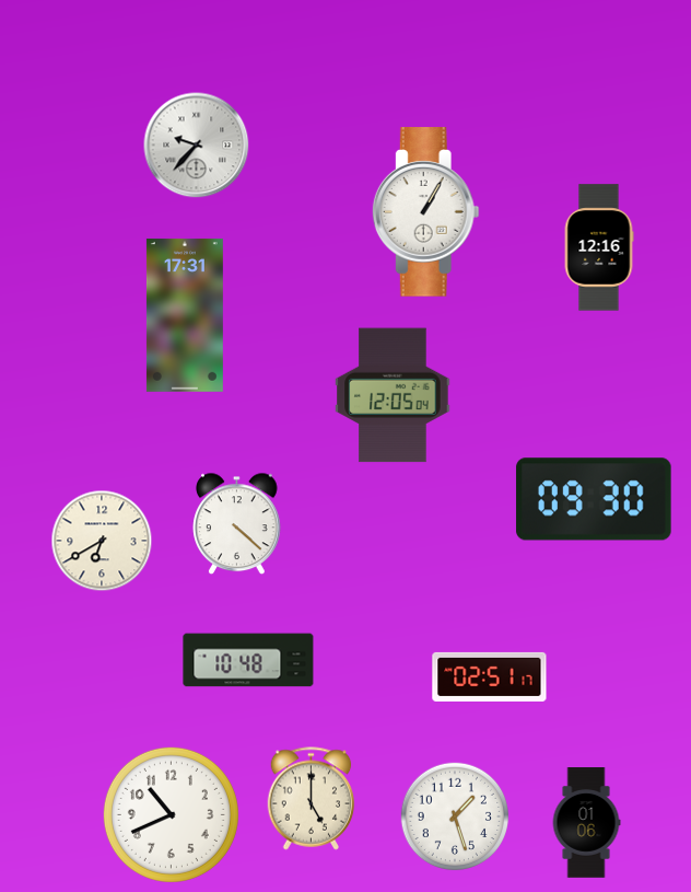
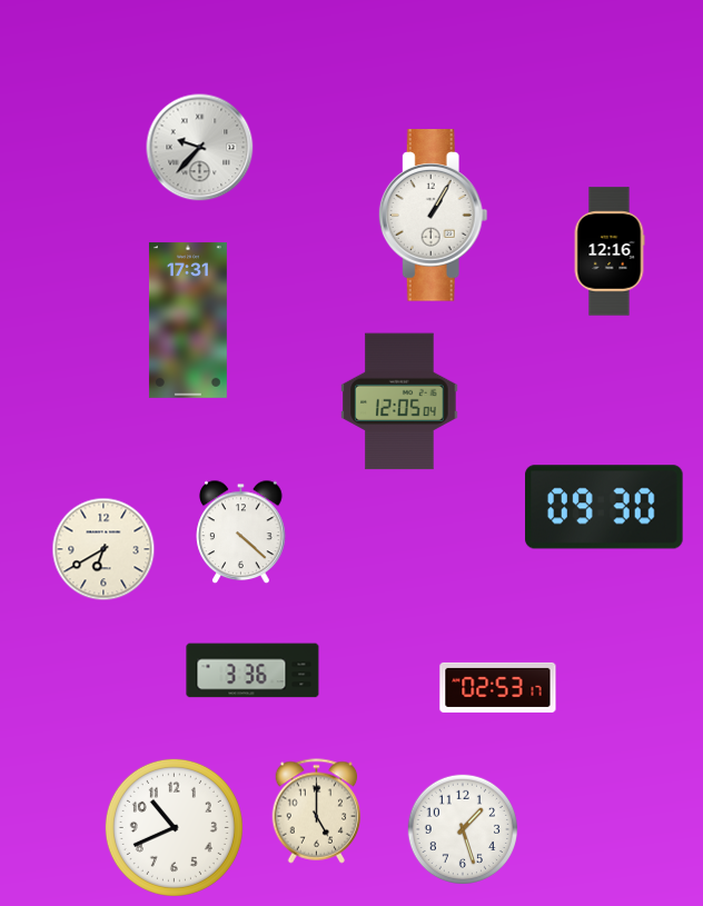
clock at (248, 660): 10:48 -> 3:36
clock at (490, 676): 02:51 -> 02:53
clock at (586, 823): 01:06 -> none
